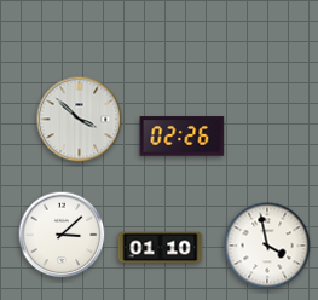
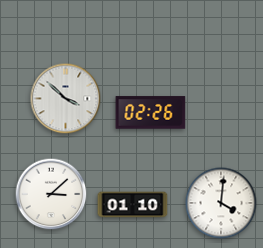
clock at (267, 246): 3:58 -> 4:01
